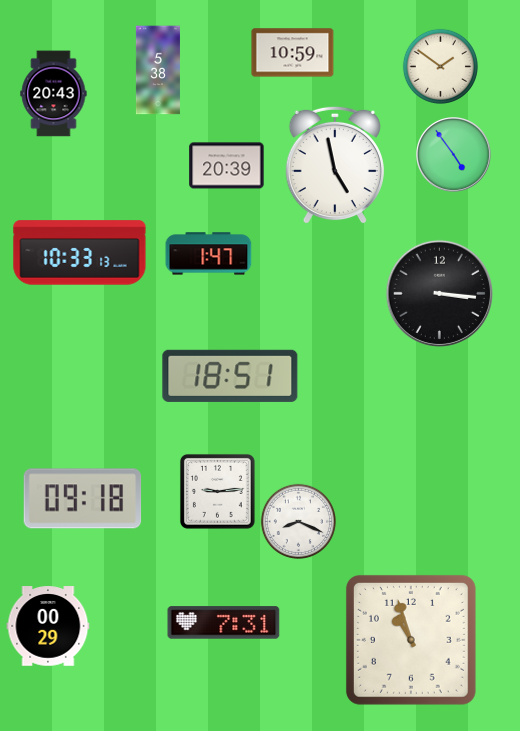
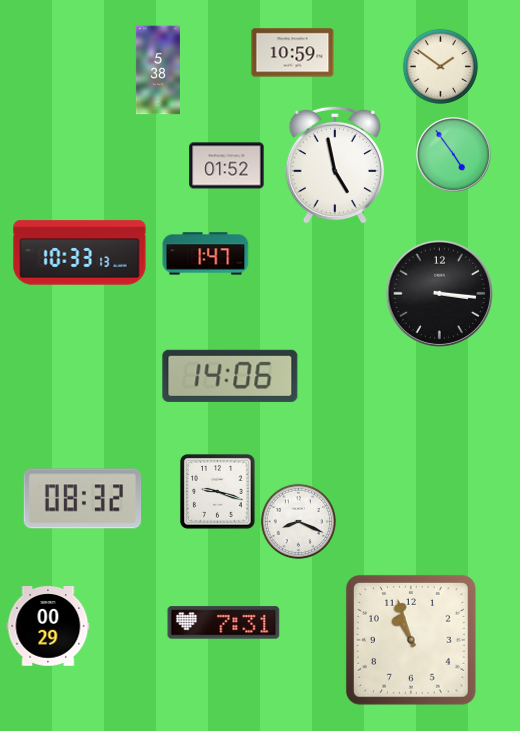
clock at (54, 94): 20:43 -> none
clock at (227, 166): 20:39 -> 01:52
clock at (209, 254) position: (209, 254) -> (206, 254)
clock at (230, 376): 18:51 -> 14:06
clock at (217, 491): 9:14 -> 9:18
clock at (83, 499): 09:18 -> 08:32
